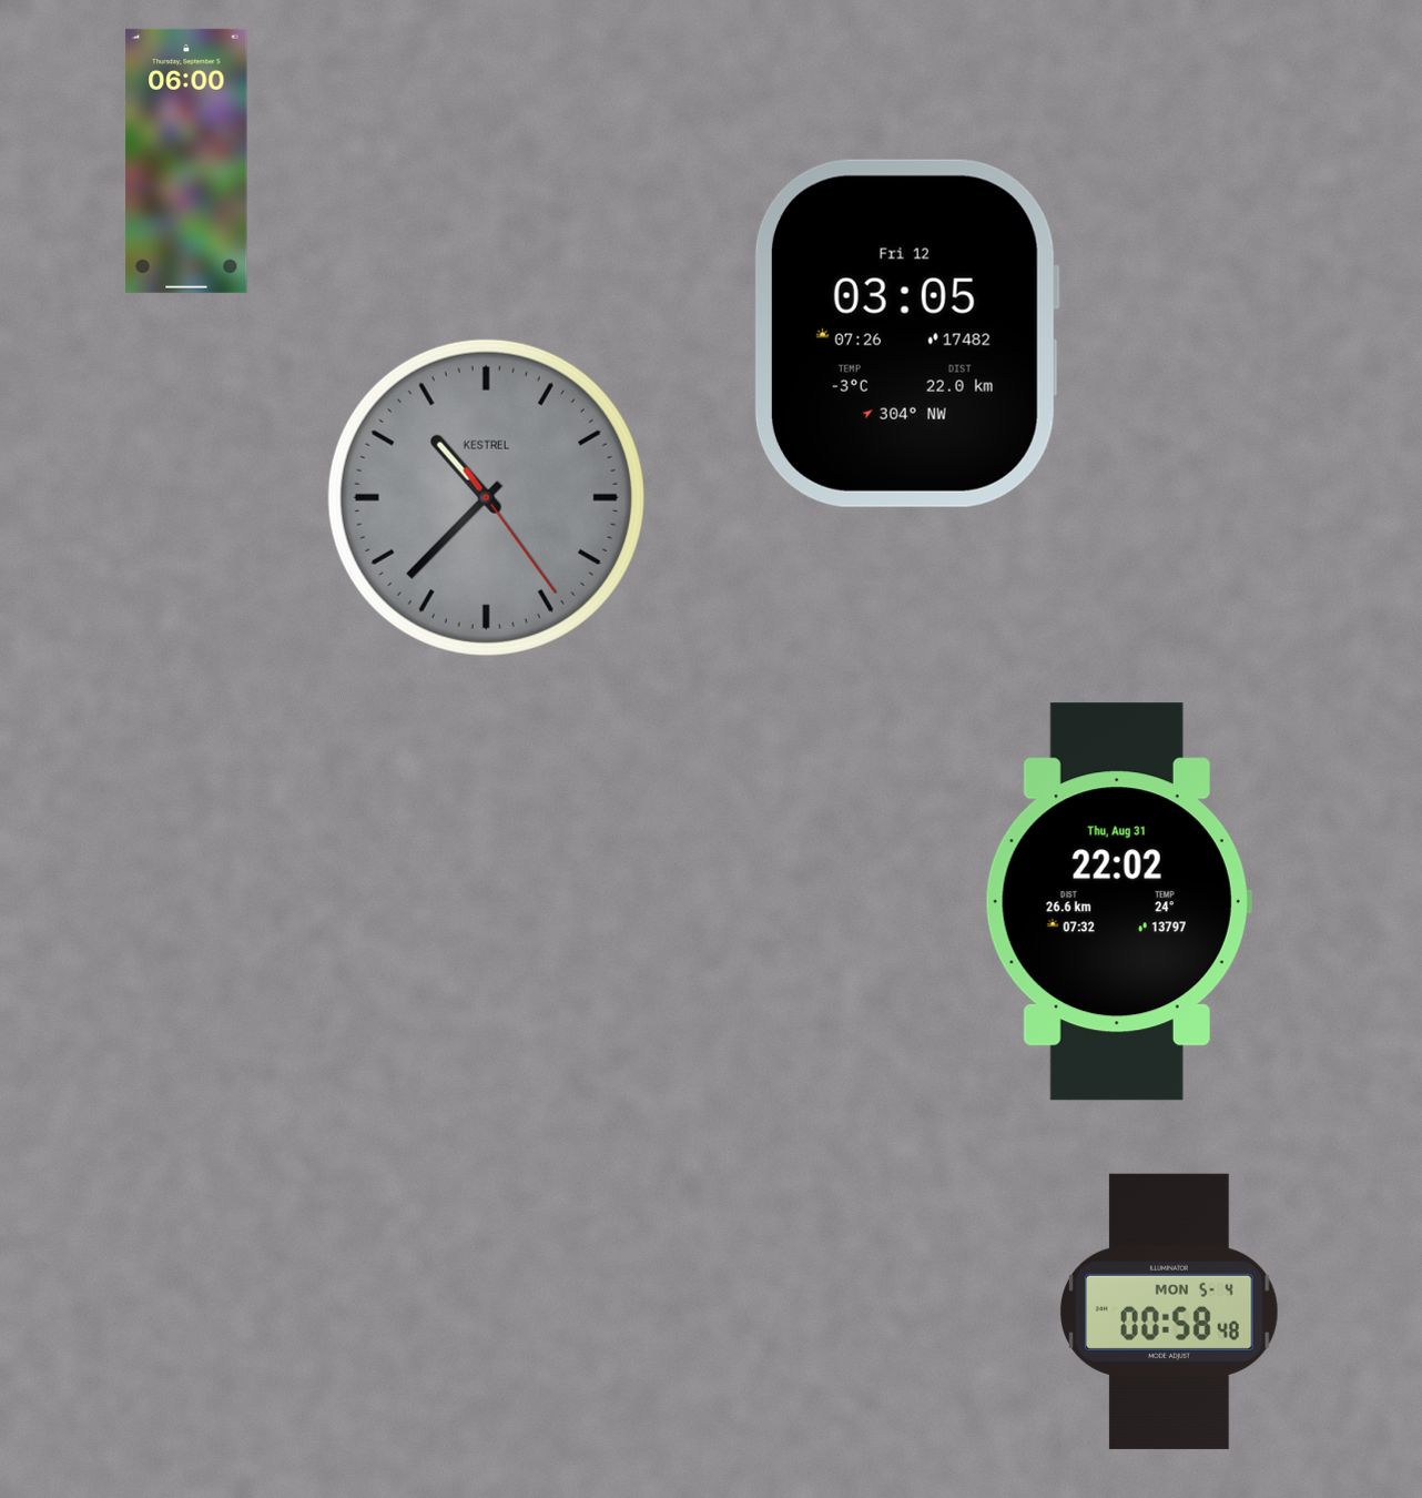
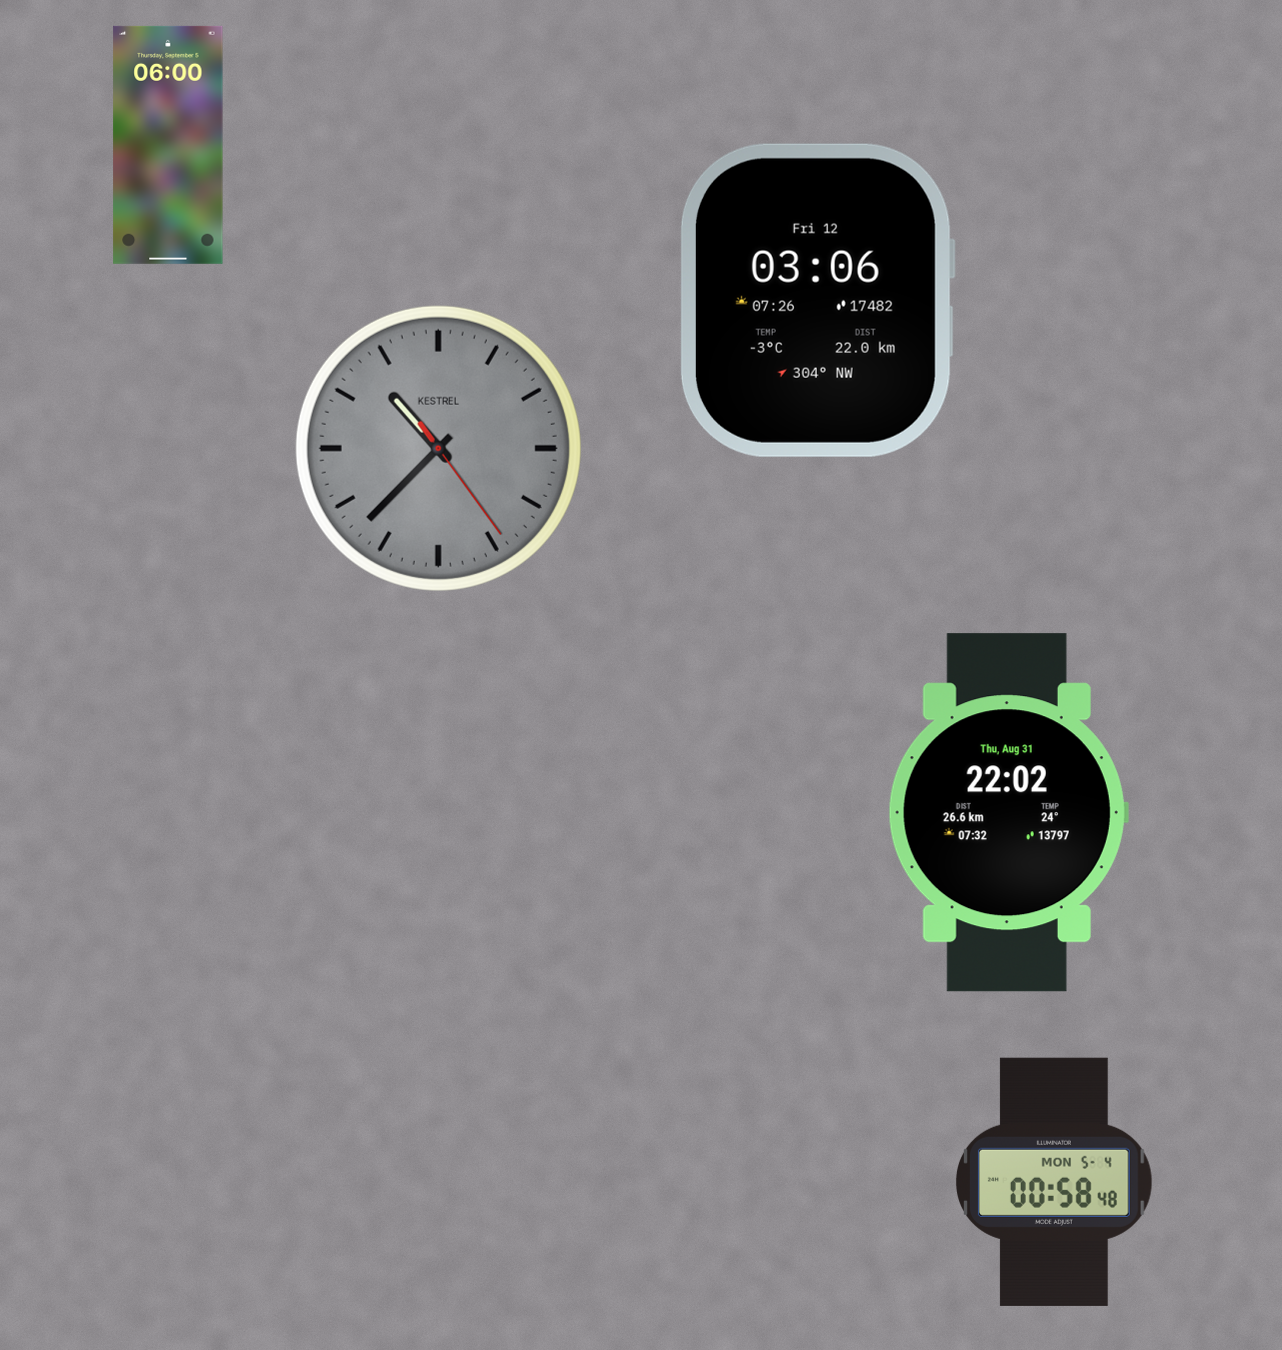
clock at (906, 333): 03:05 -> 03:06
